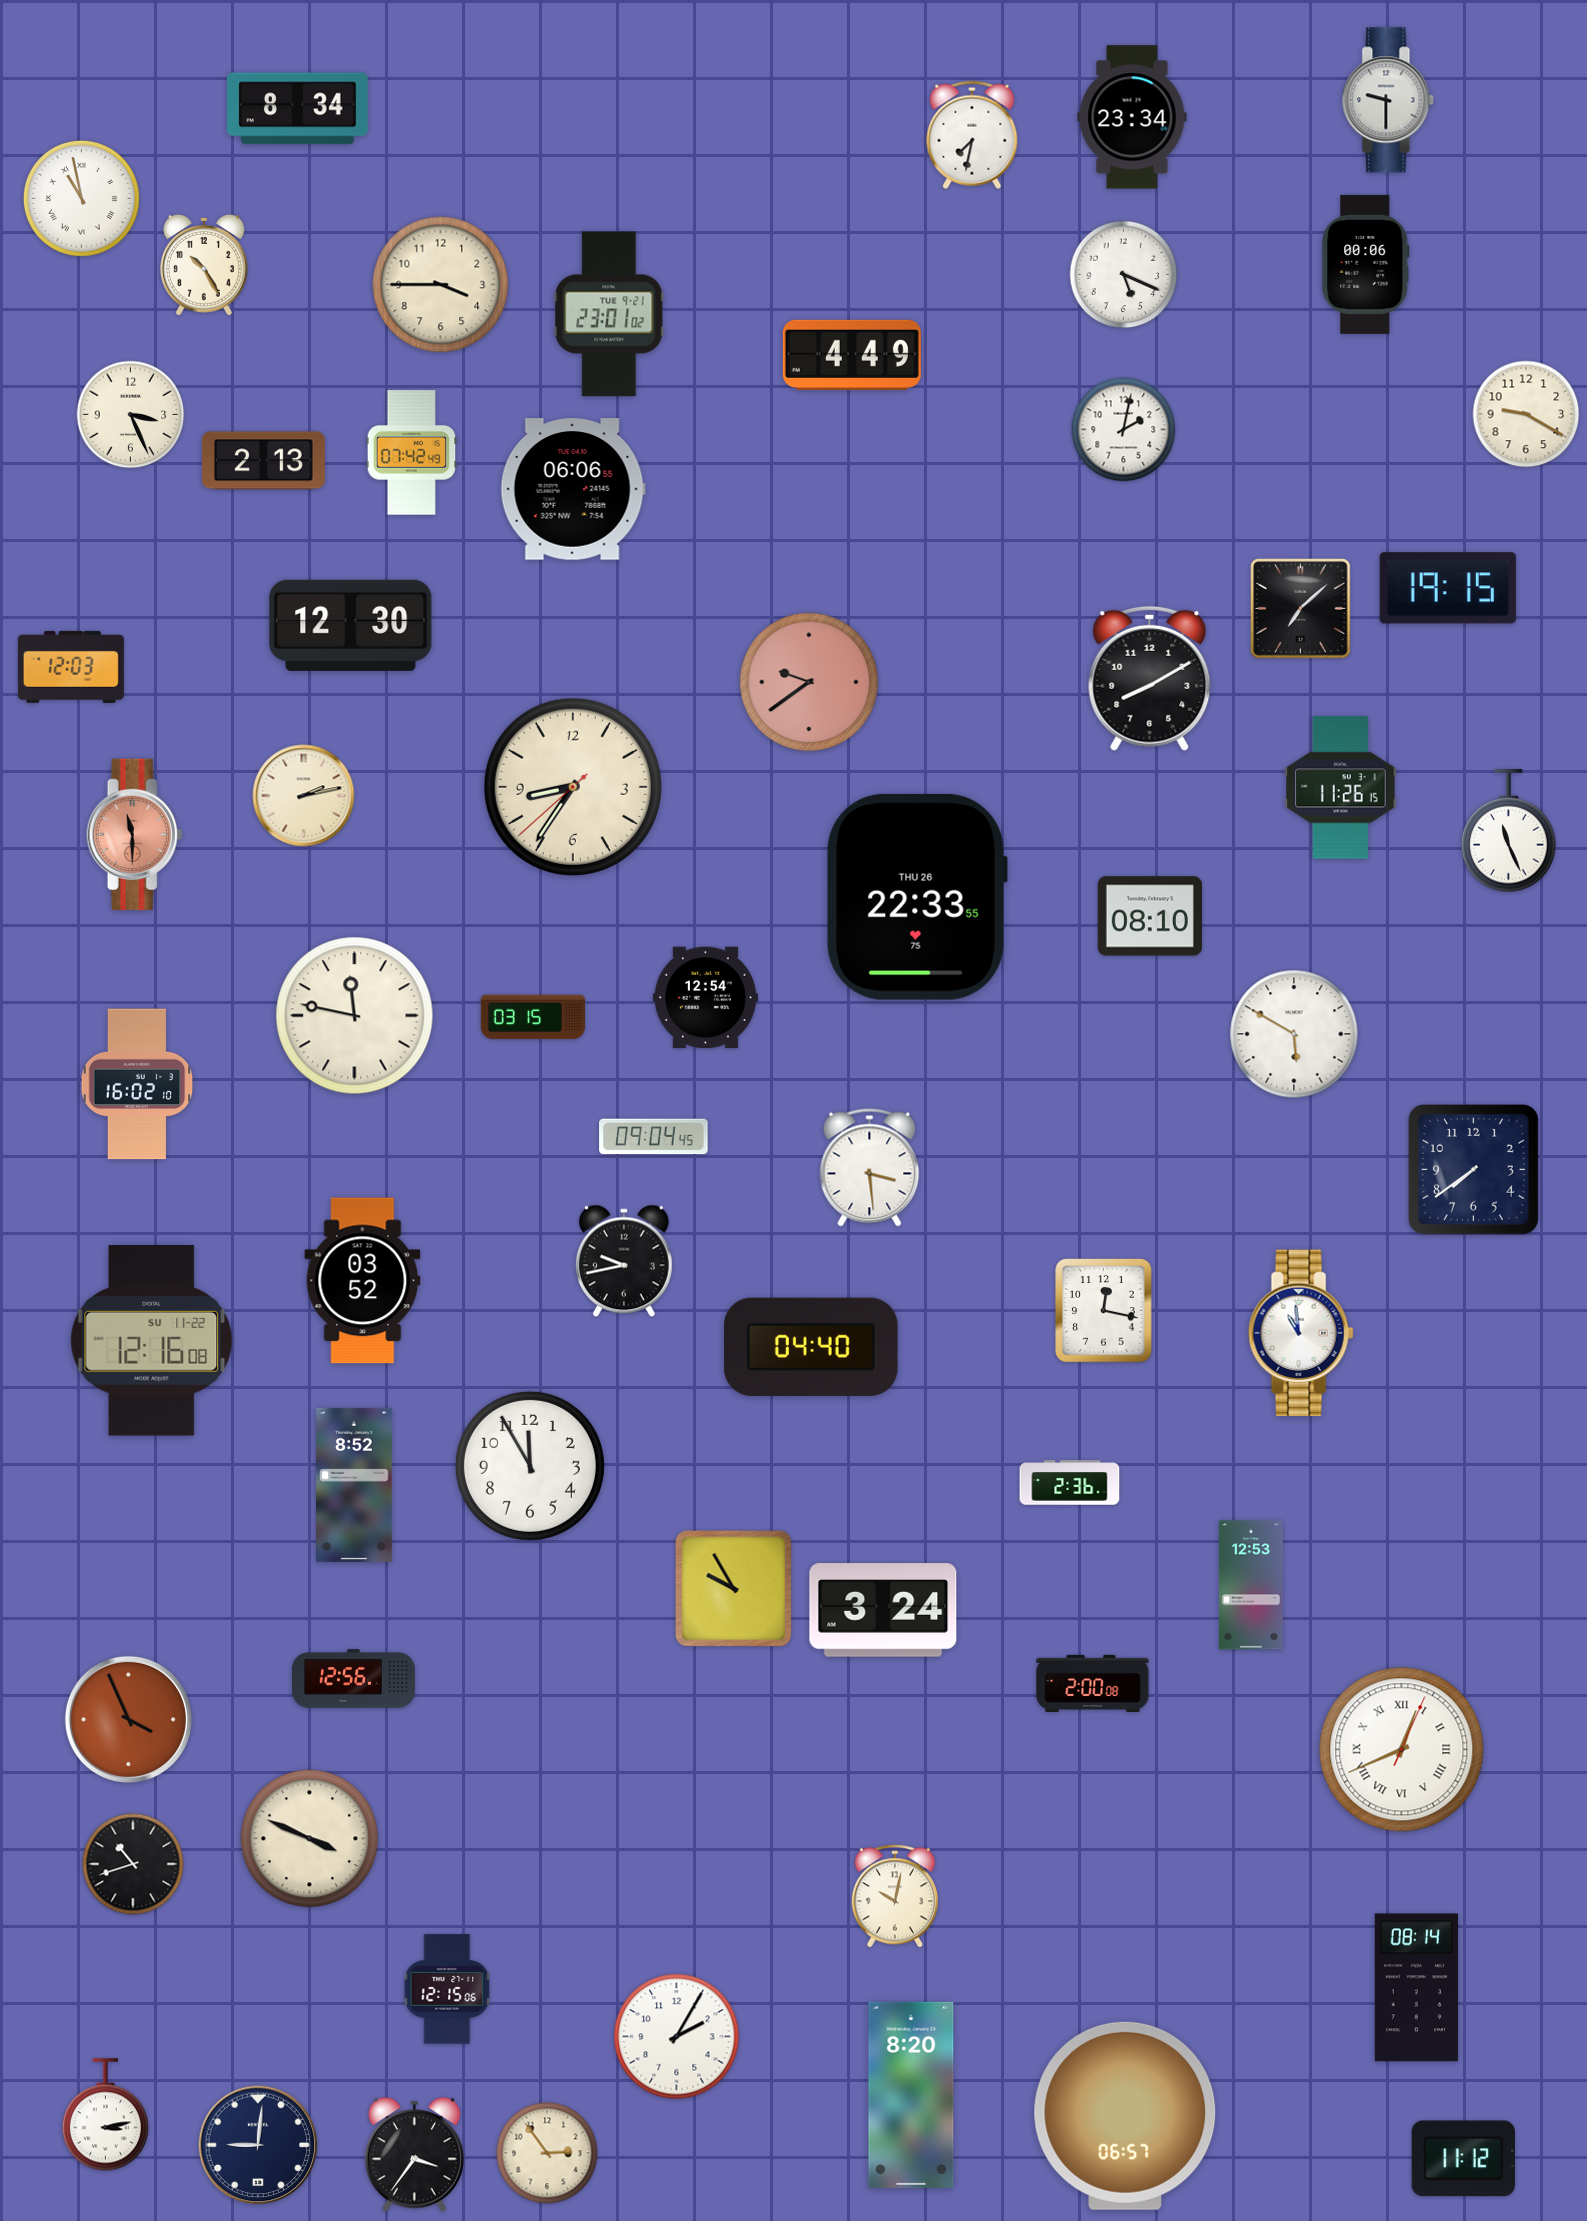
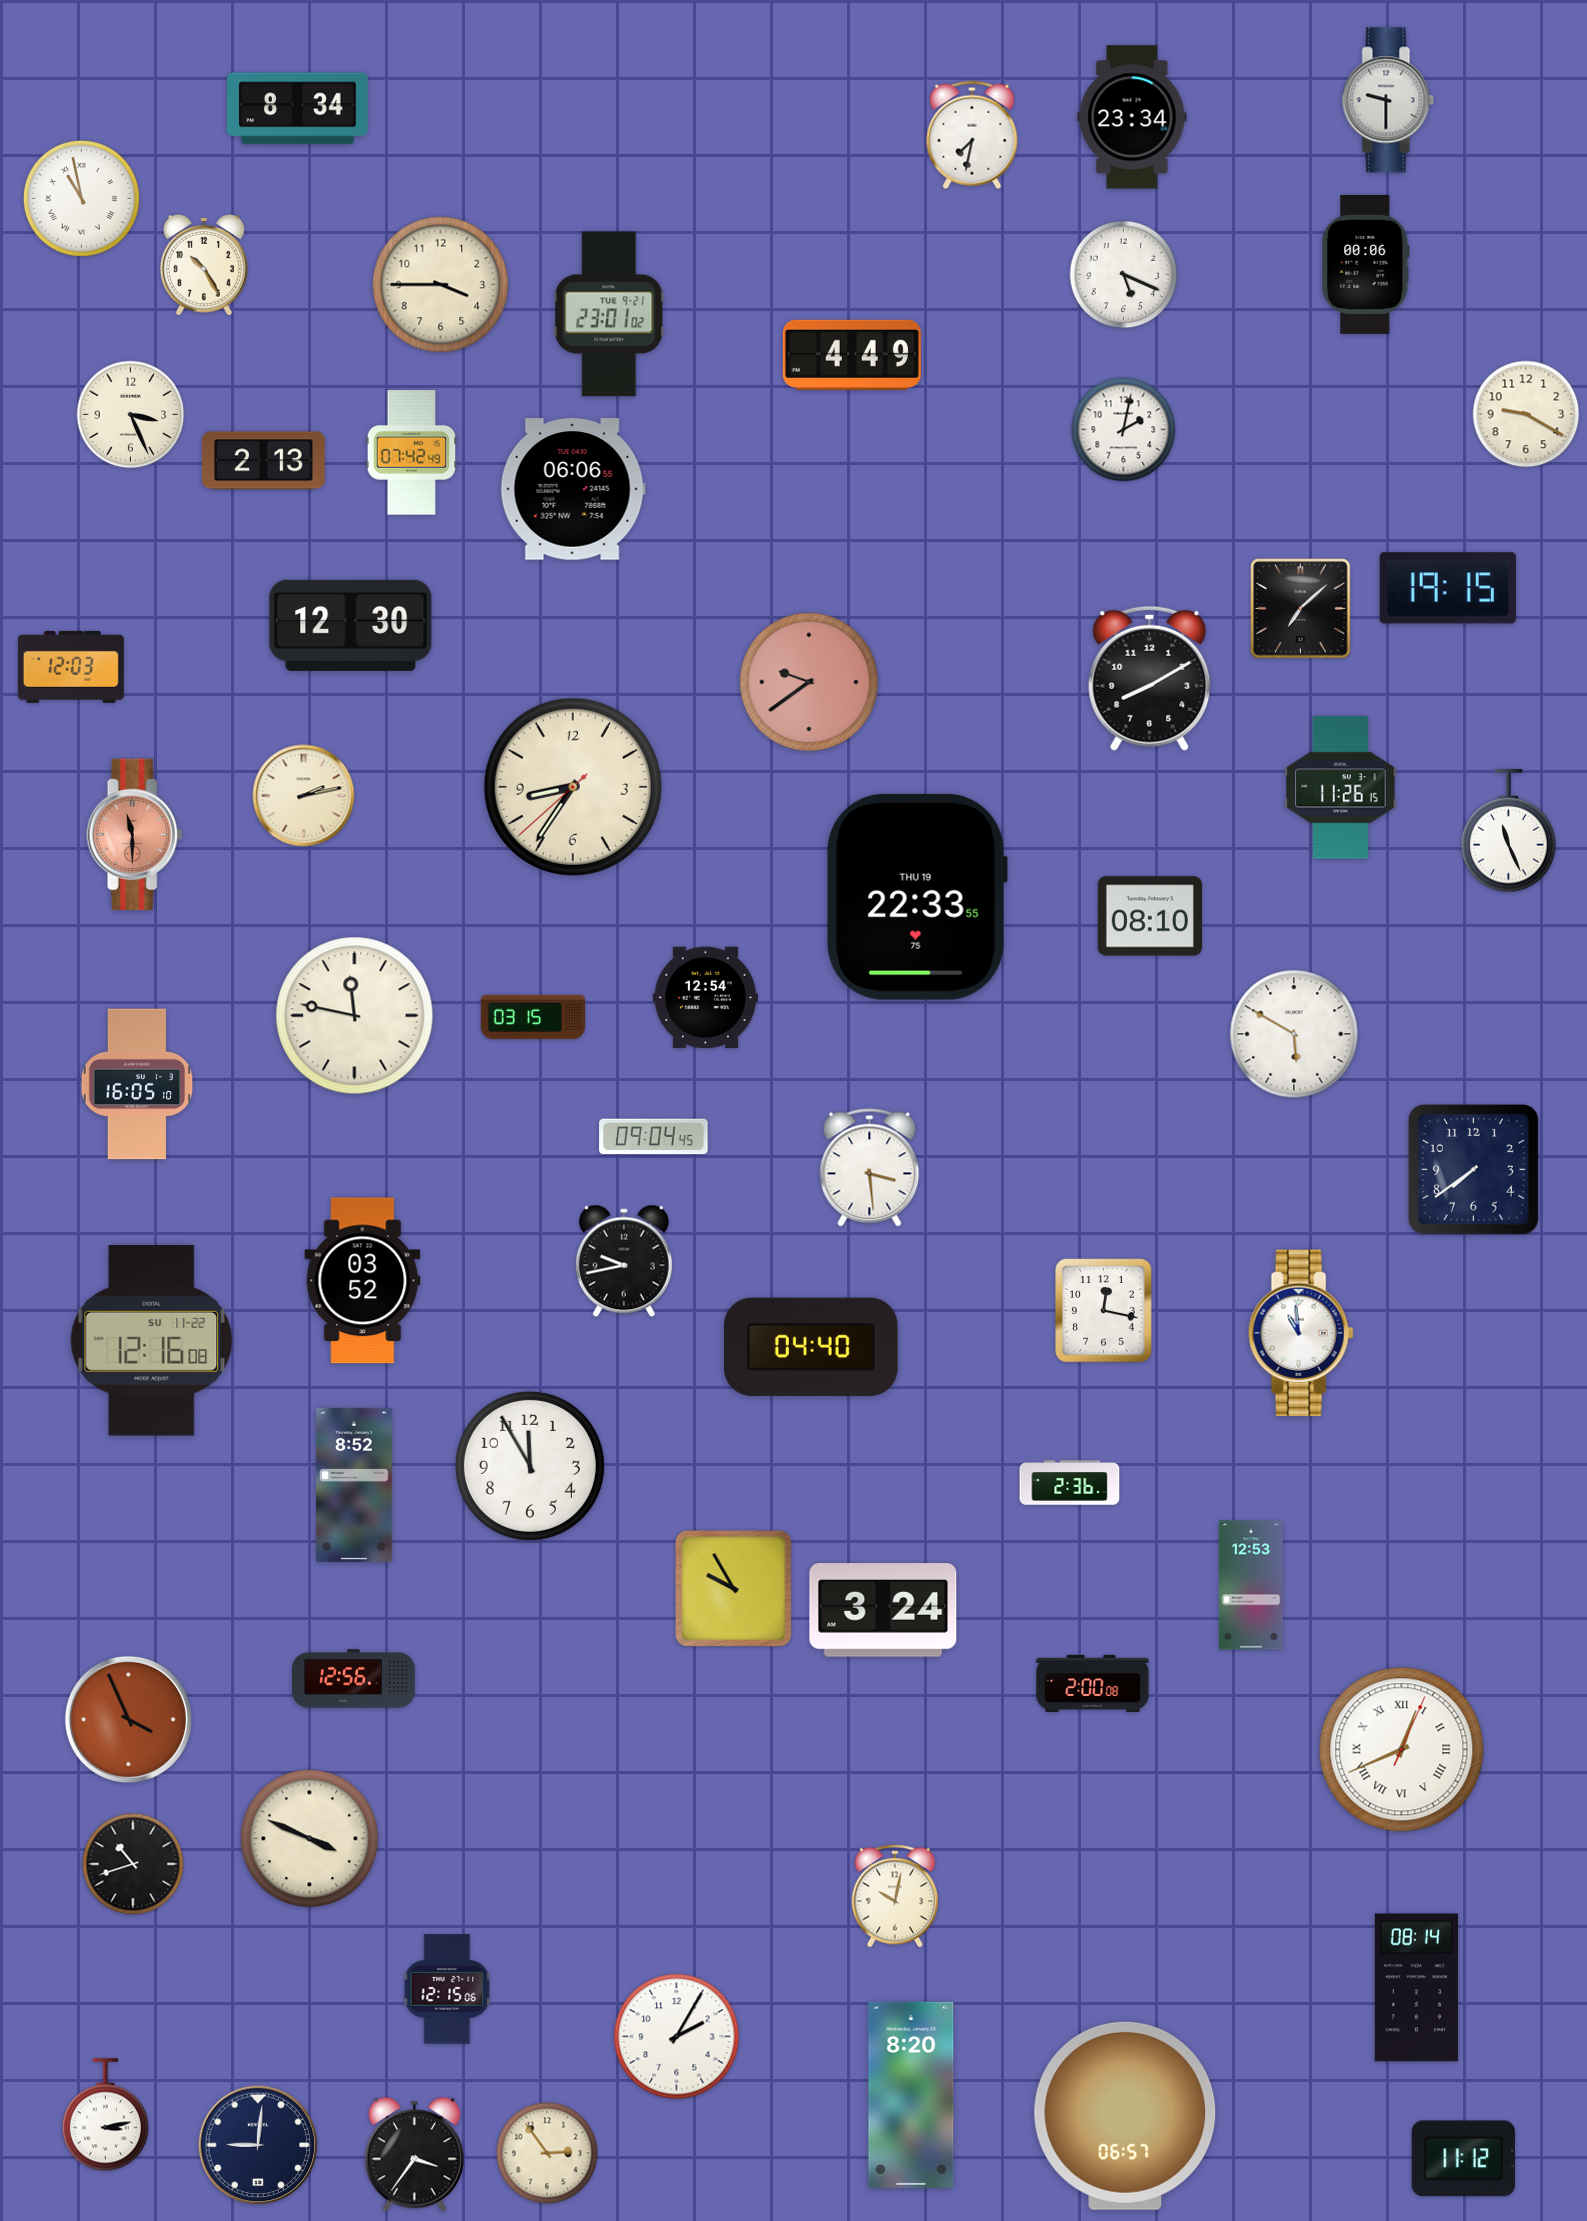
clock at (917, 897) date: THU 26 -> THU 19
clock at (137, 1084): 16:02 -> 16:05
